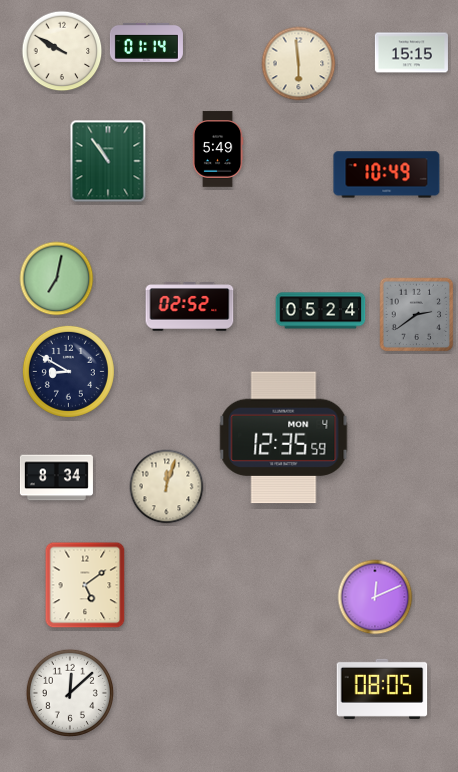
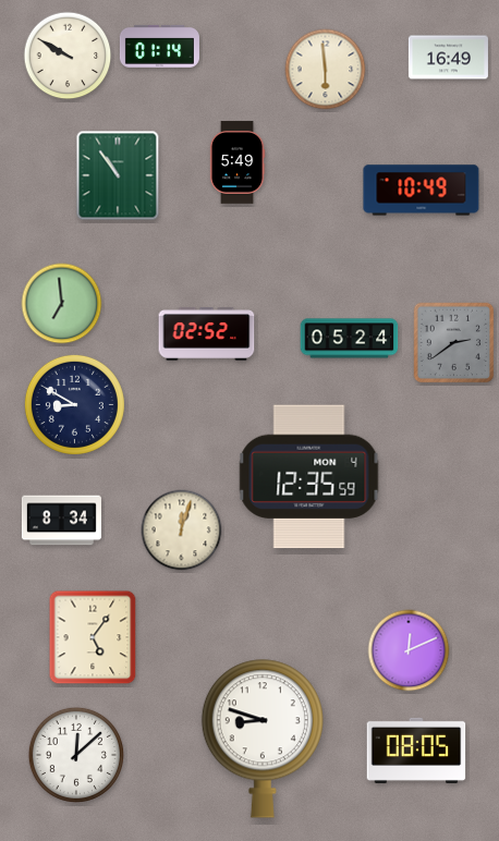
clock at (411, 53): 15:15 -> 16:49
clock at (57, 279): 7:02 -> 6:59
clock at (85, 585): 5:09 -> 5:06
clock at (263, 739): none -> 8:48
